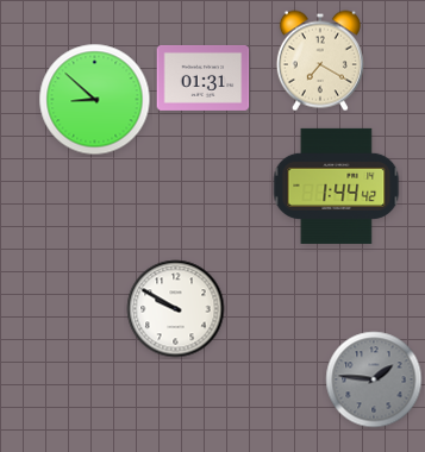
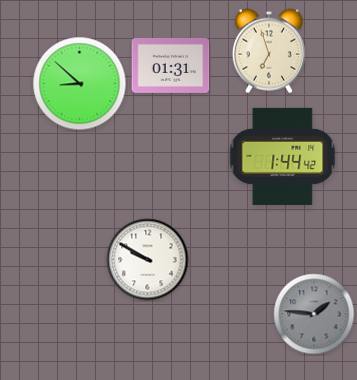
clock at (320, 61): 7:20 -> 6:57
clock at (374, 379) position: (374, 379) -> (314, 314)
